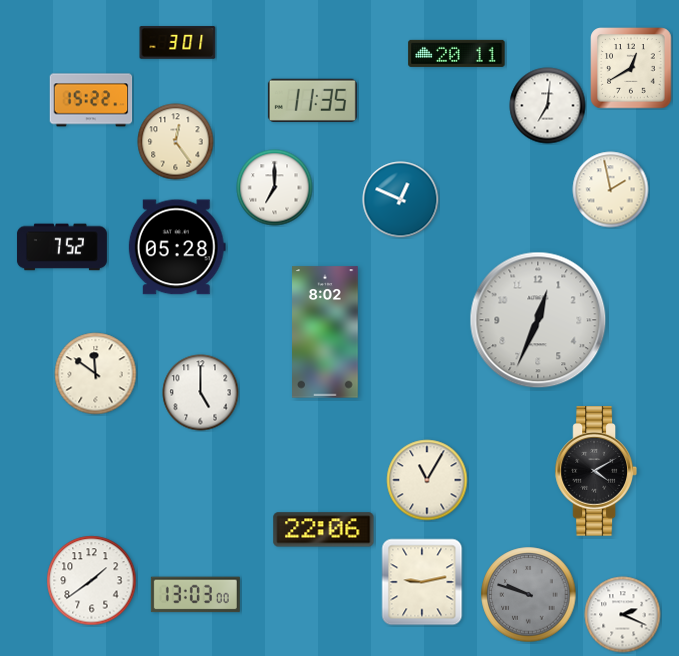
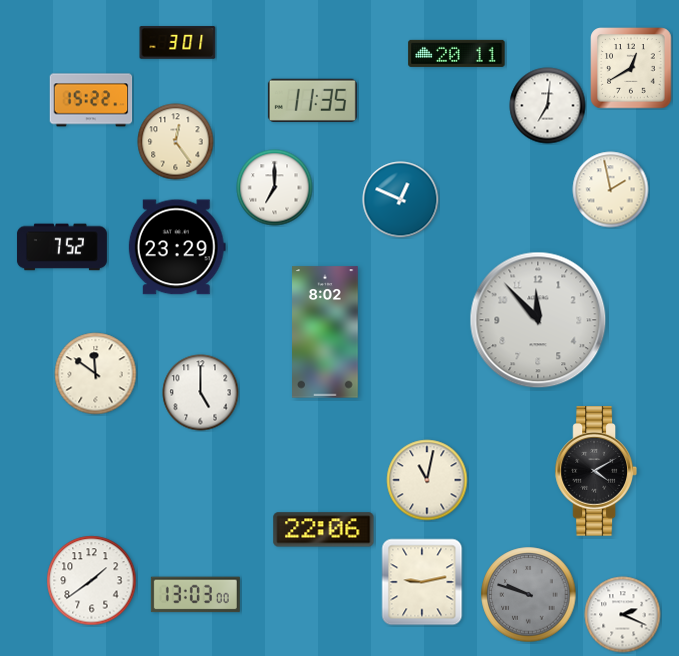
clock at (177, 247): 05:28 -> 23:29
clock at (538, 320): 12:34 -> 11:53
clock at (427, 480): 11:05 -> 11:02
